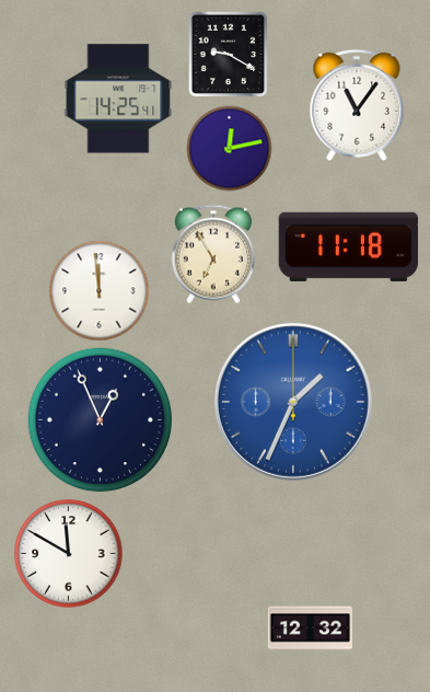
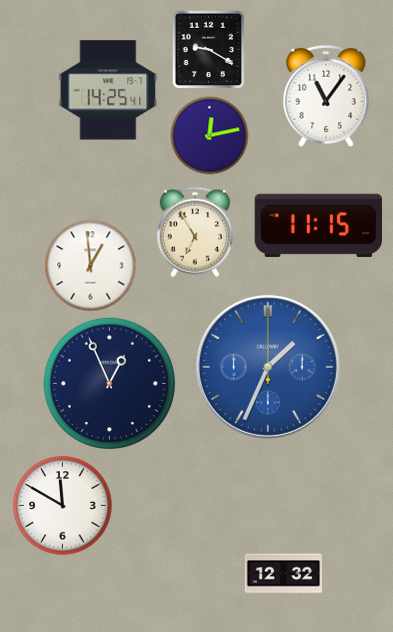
clock at (348, 246): 11:18 -> 11:15
clock at (98, 290): 11:59 -> 12:59
clock at (101, 420) position: (101, 420) -> (110, 384)
